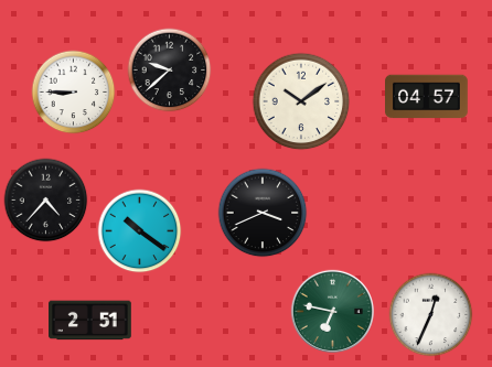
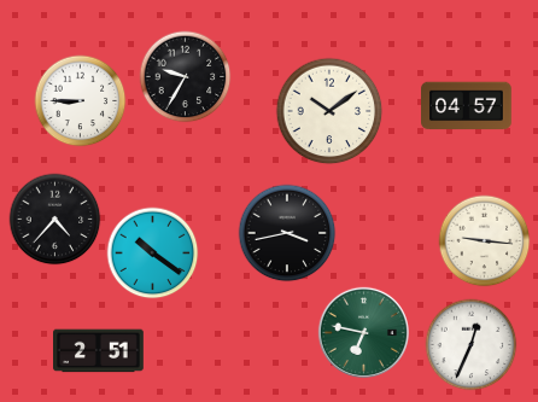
clock at (170, 71): 9:38 -> 9:35
clock at (46, 201) position: (46, 201) -> (55, 220)
clock at (263, 213): 3:41 -> 3:43
clock at (485, 241): none -> 9:16
clock at (332, 311) position: (332, 311) -> (363, 332)
